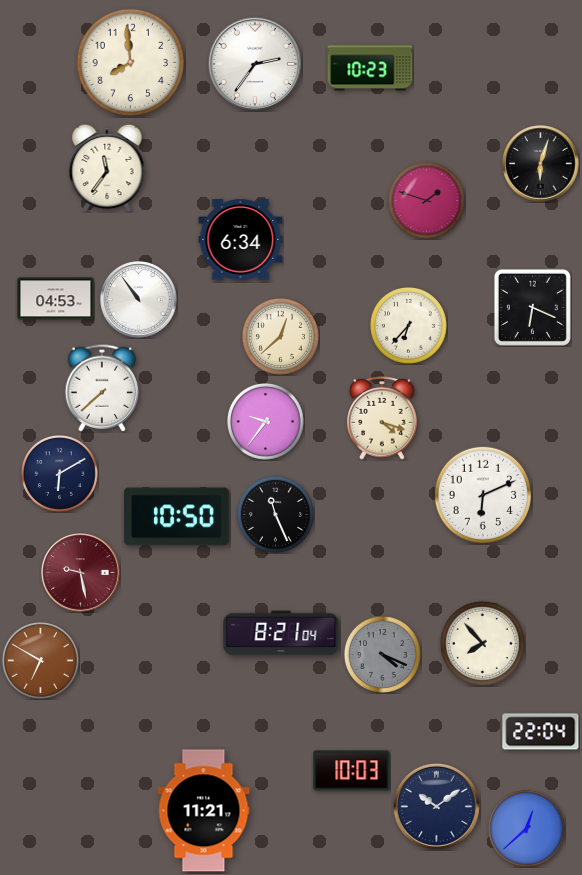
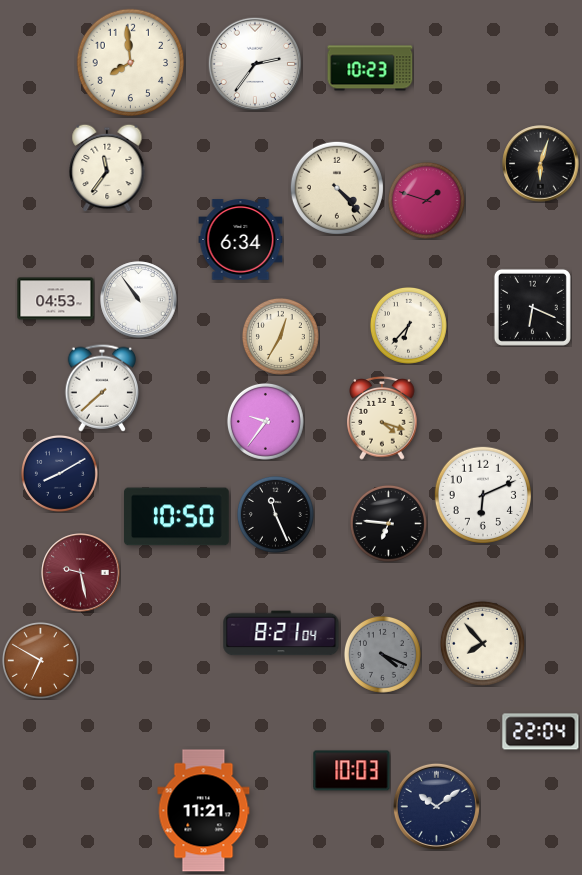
clock at (337, 188): none -> 4:23
clock at (280, 336): 12:38 -> 12:35
clock at (59, 473): 6:10 -> 8:10
clock at (388, 523): none -> 6:46
clock at (526, 828): 12:38 -> none
